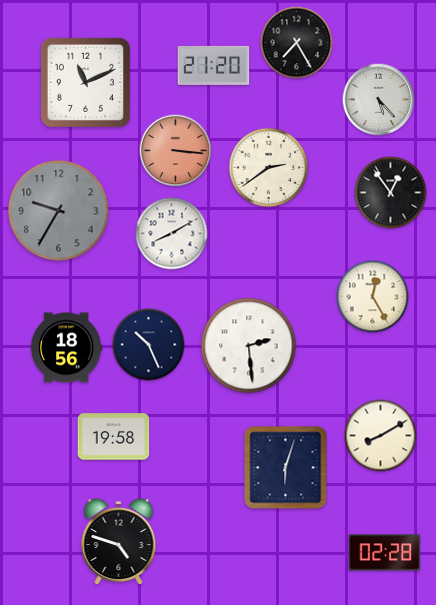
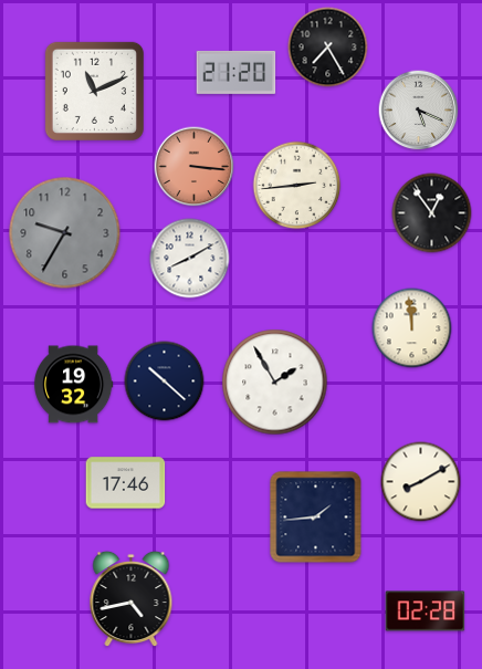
clock at (379, 100): 5:23 -> 5:19
clock at (269, 168): 2:39 -> 2:44
clock at (373, 297): 12:25 -> 11:59
clock at (149, 345): 10:26 -> 10:22
clock at (249, 346): 2:29 -> 1:55
clock at (67, 348): 18:56 -> 19:32
clock at (114, 437): 19:58 -> 17:46
clock at (286, 468): 6:03 -> 1:44
clock at (119, 542): 4:48 -> 4:43
